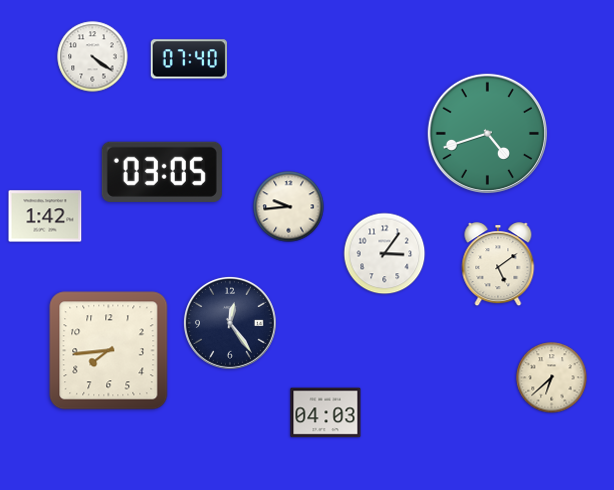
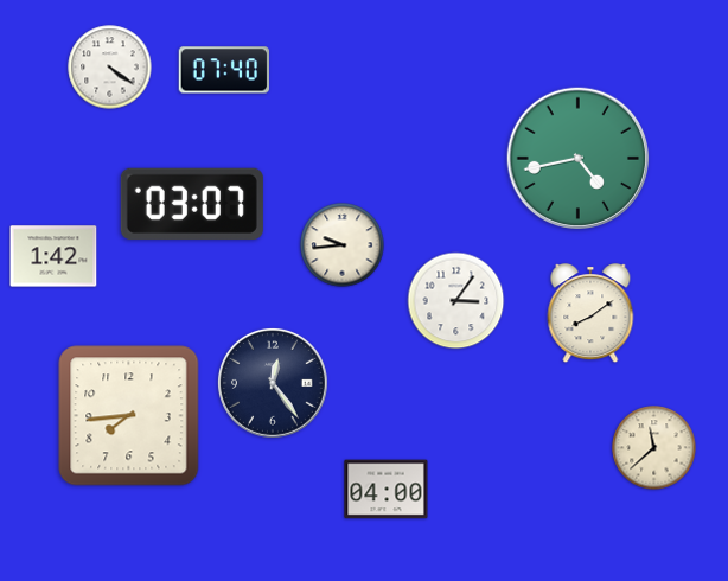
clock at (488, 134): 4:42 -> 4:43
clock at (162, 172): 03:05 -> 03:07
clock at (498, 265): 5:09 -> 8:09
clock at (552, 378): 6:38 -> 11:38
clock at (326, 413): 04:03 -> 04:00
